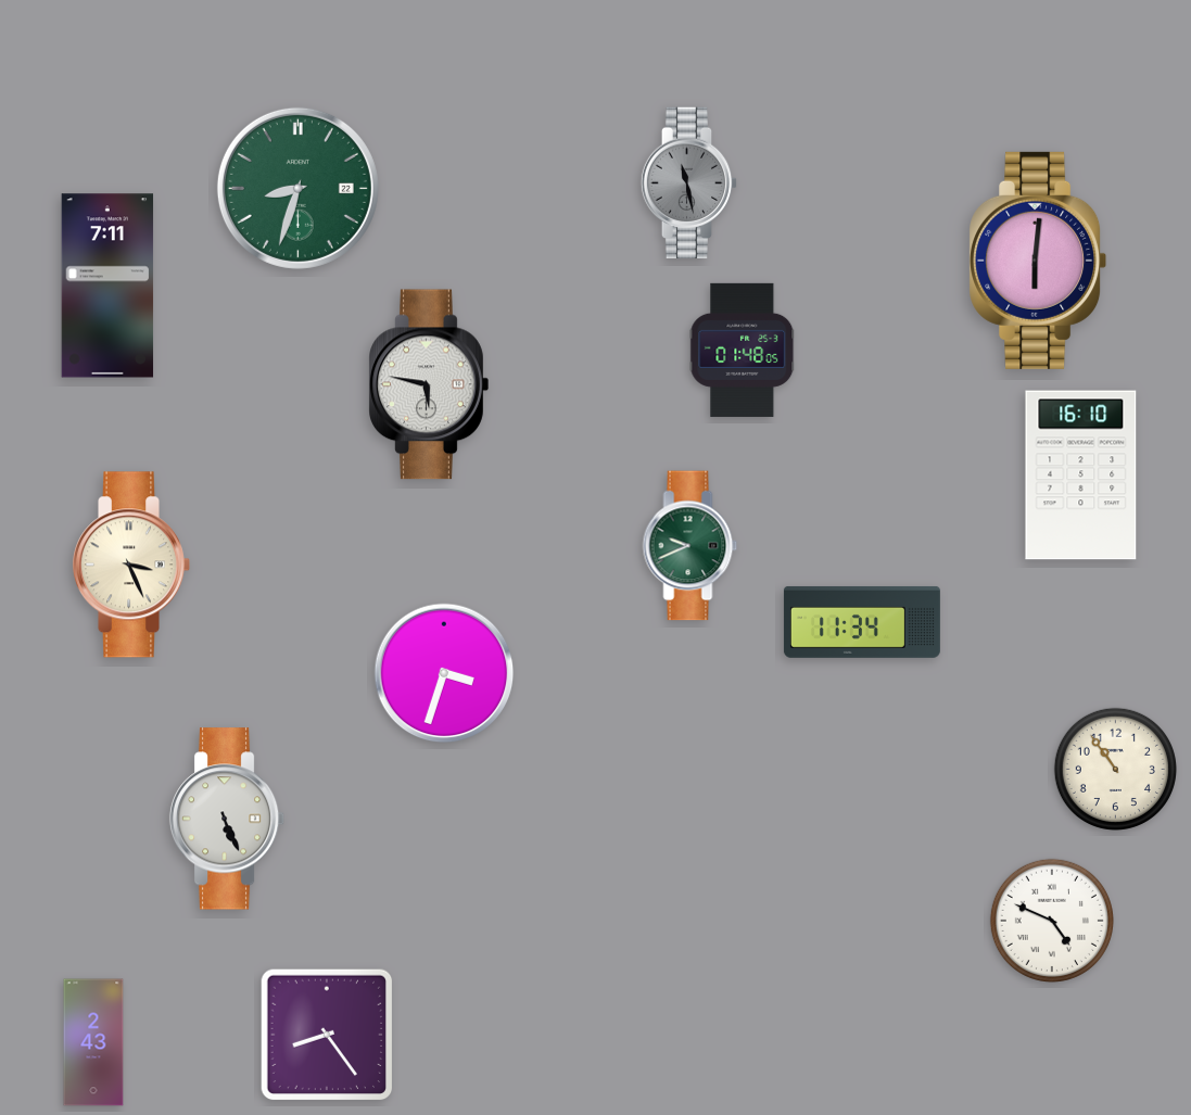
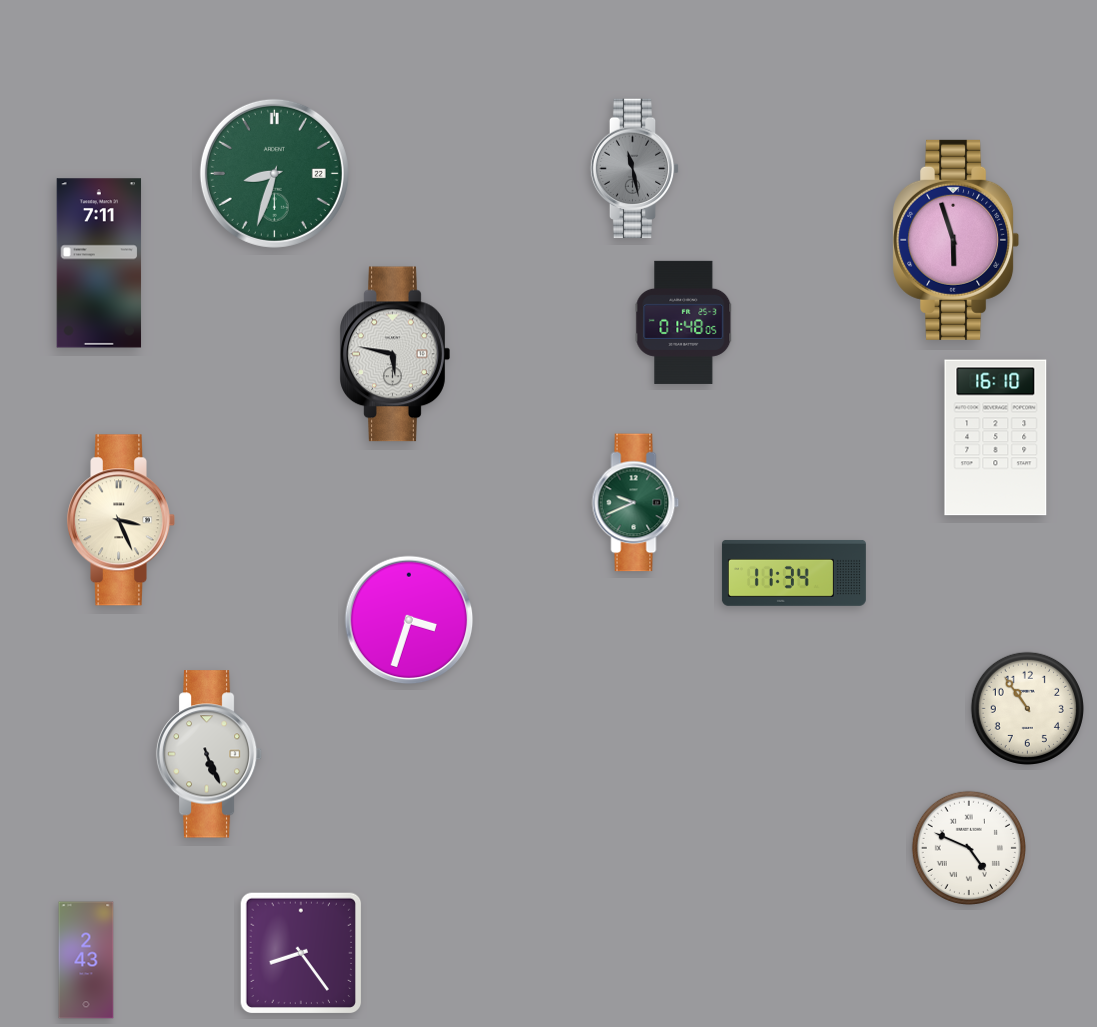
clock at (1038, 261): 6:01 -> 5:57
